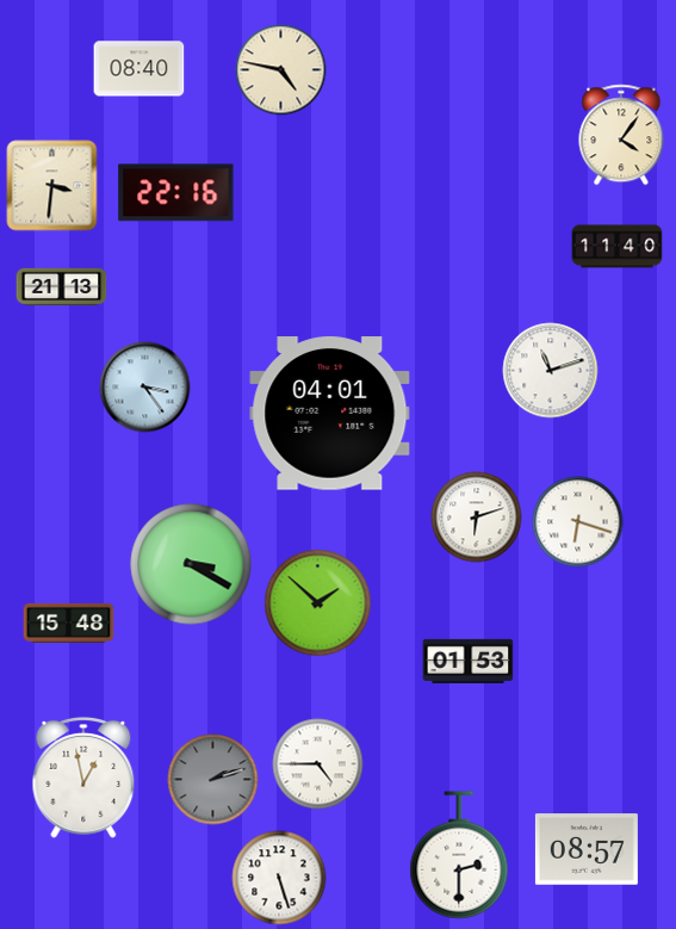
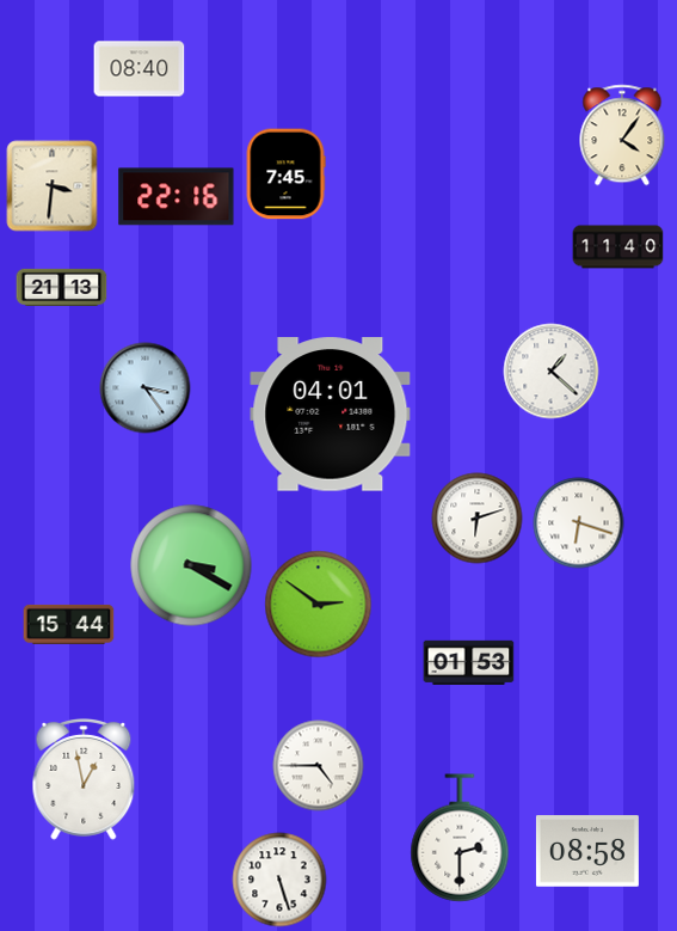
clock at (281, 70): 4:47 -> none
clock at (285, 174): none -> 7:45
clock at (176, 193) position: (176, 193) -> (177, 197)
clock at (551, 371): 11:12 -> 1:22
clock at (318, 603): 1:52 -> 2:51
clock at (69, 623): 15:48 -> 15:44
clock at (213, 780): 2:12 -> none
clock at (587, 849): 08:57 -> 08:58
clock at (459, 855) position: (459, 855) -> (460, 838)
